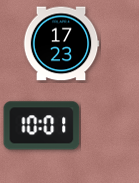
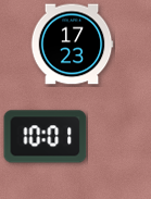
clock at (61, 44) position: (61, 44) -> (72, 45)
